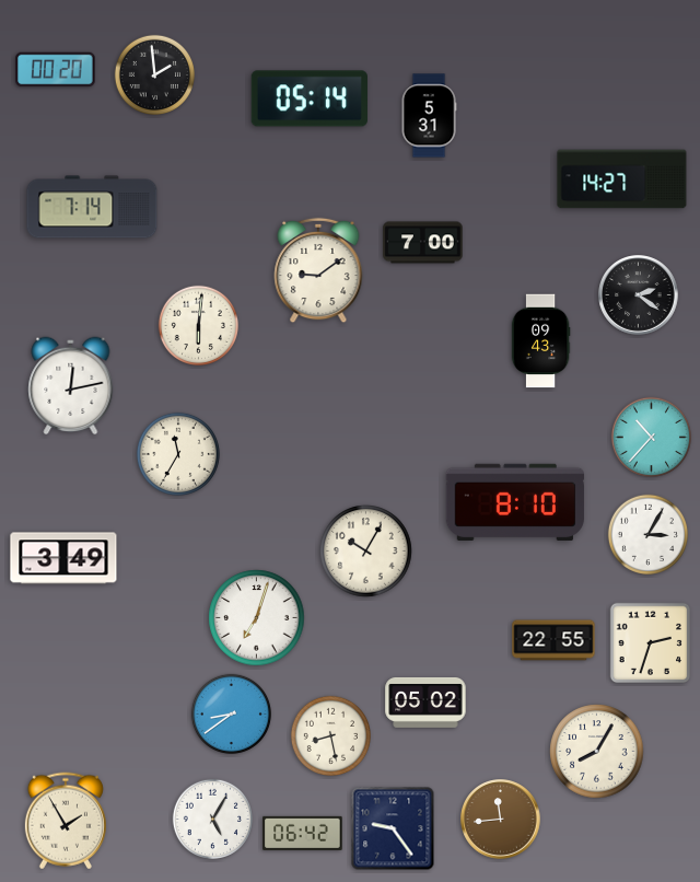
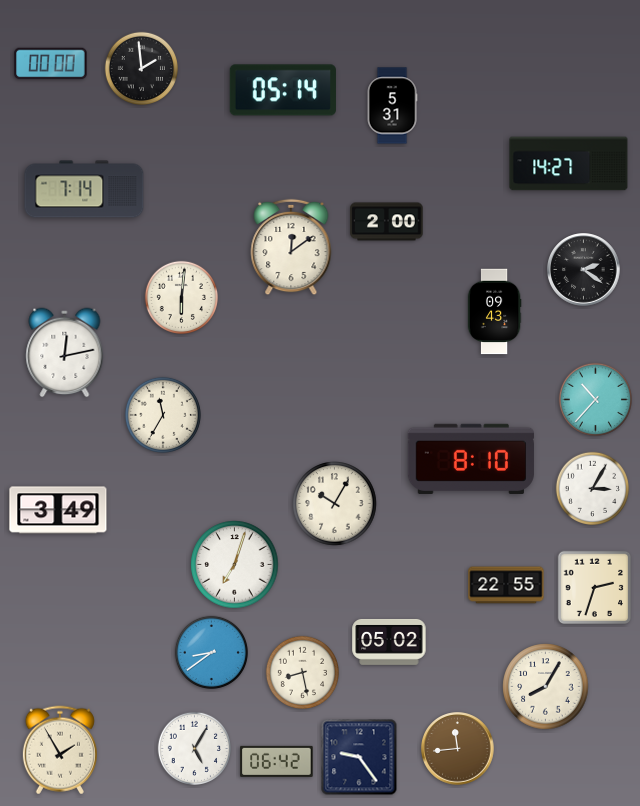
clock at (56, 70): 00:20 -> 00:00
clock at (423, 243): 7:00 -> 2:00
clock at (318, 270): 9:09 -> 12:09
